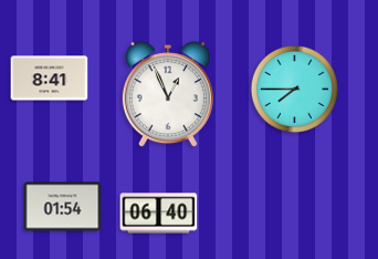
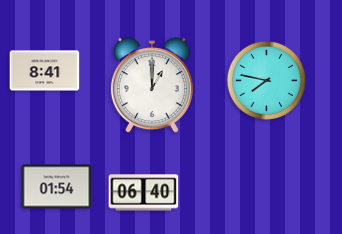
clock at (294, 89): 7:45 -> 7:47
clock at (168, 95): 12:56 -> 1:00
